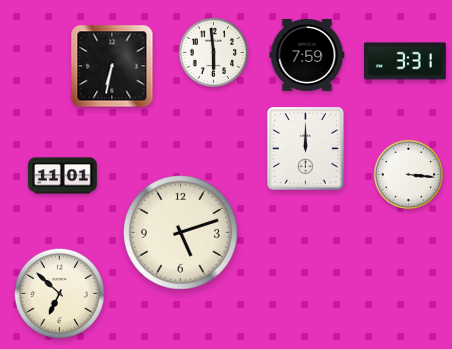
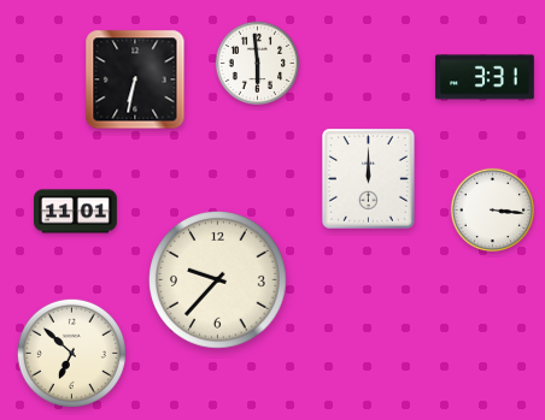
clock at (307, 55): 7:59 -> none
clock at (405, 61) position: (405, 61) -> (485, 77)
clock at (181, 233): 5:12 -> 9:37
